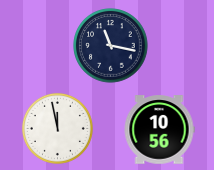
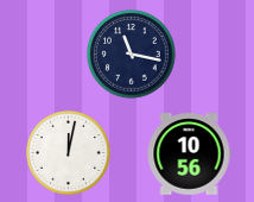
clock at (57, 128): 11:58 -> 12:02
